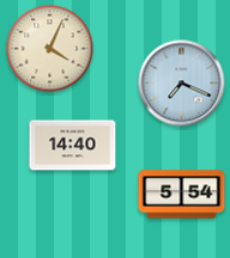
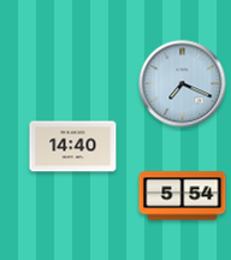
clock at (50, 49): 4:04 -> none
